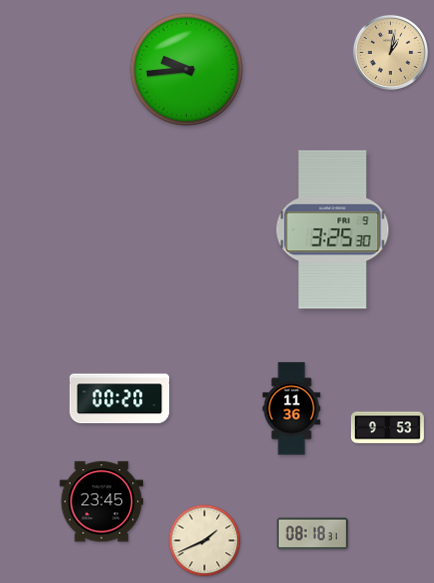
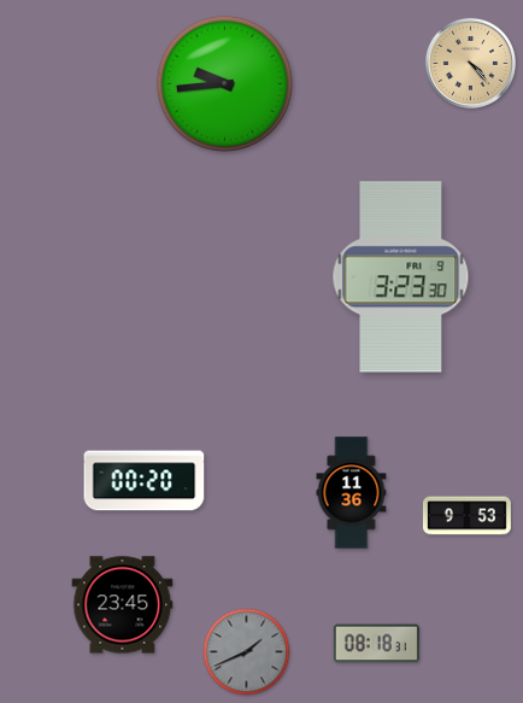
clock at (390, 52): 1:02 -> 4:23
clock at (333, 230): 3:25 -> 3:23
clock at (205, 541) dial: cream -> grey
